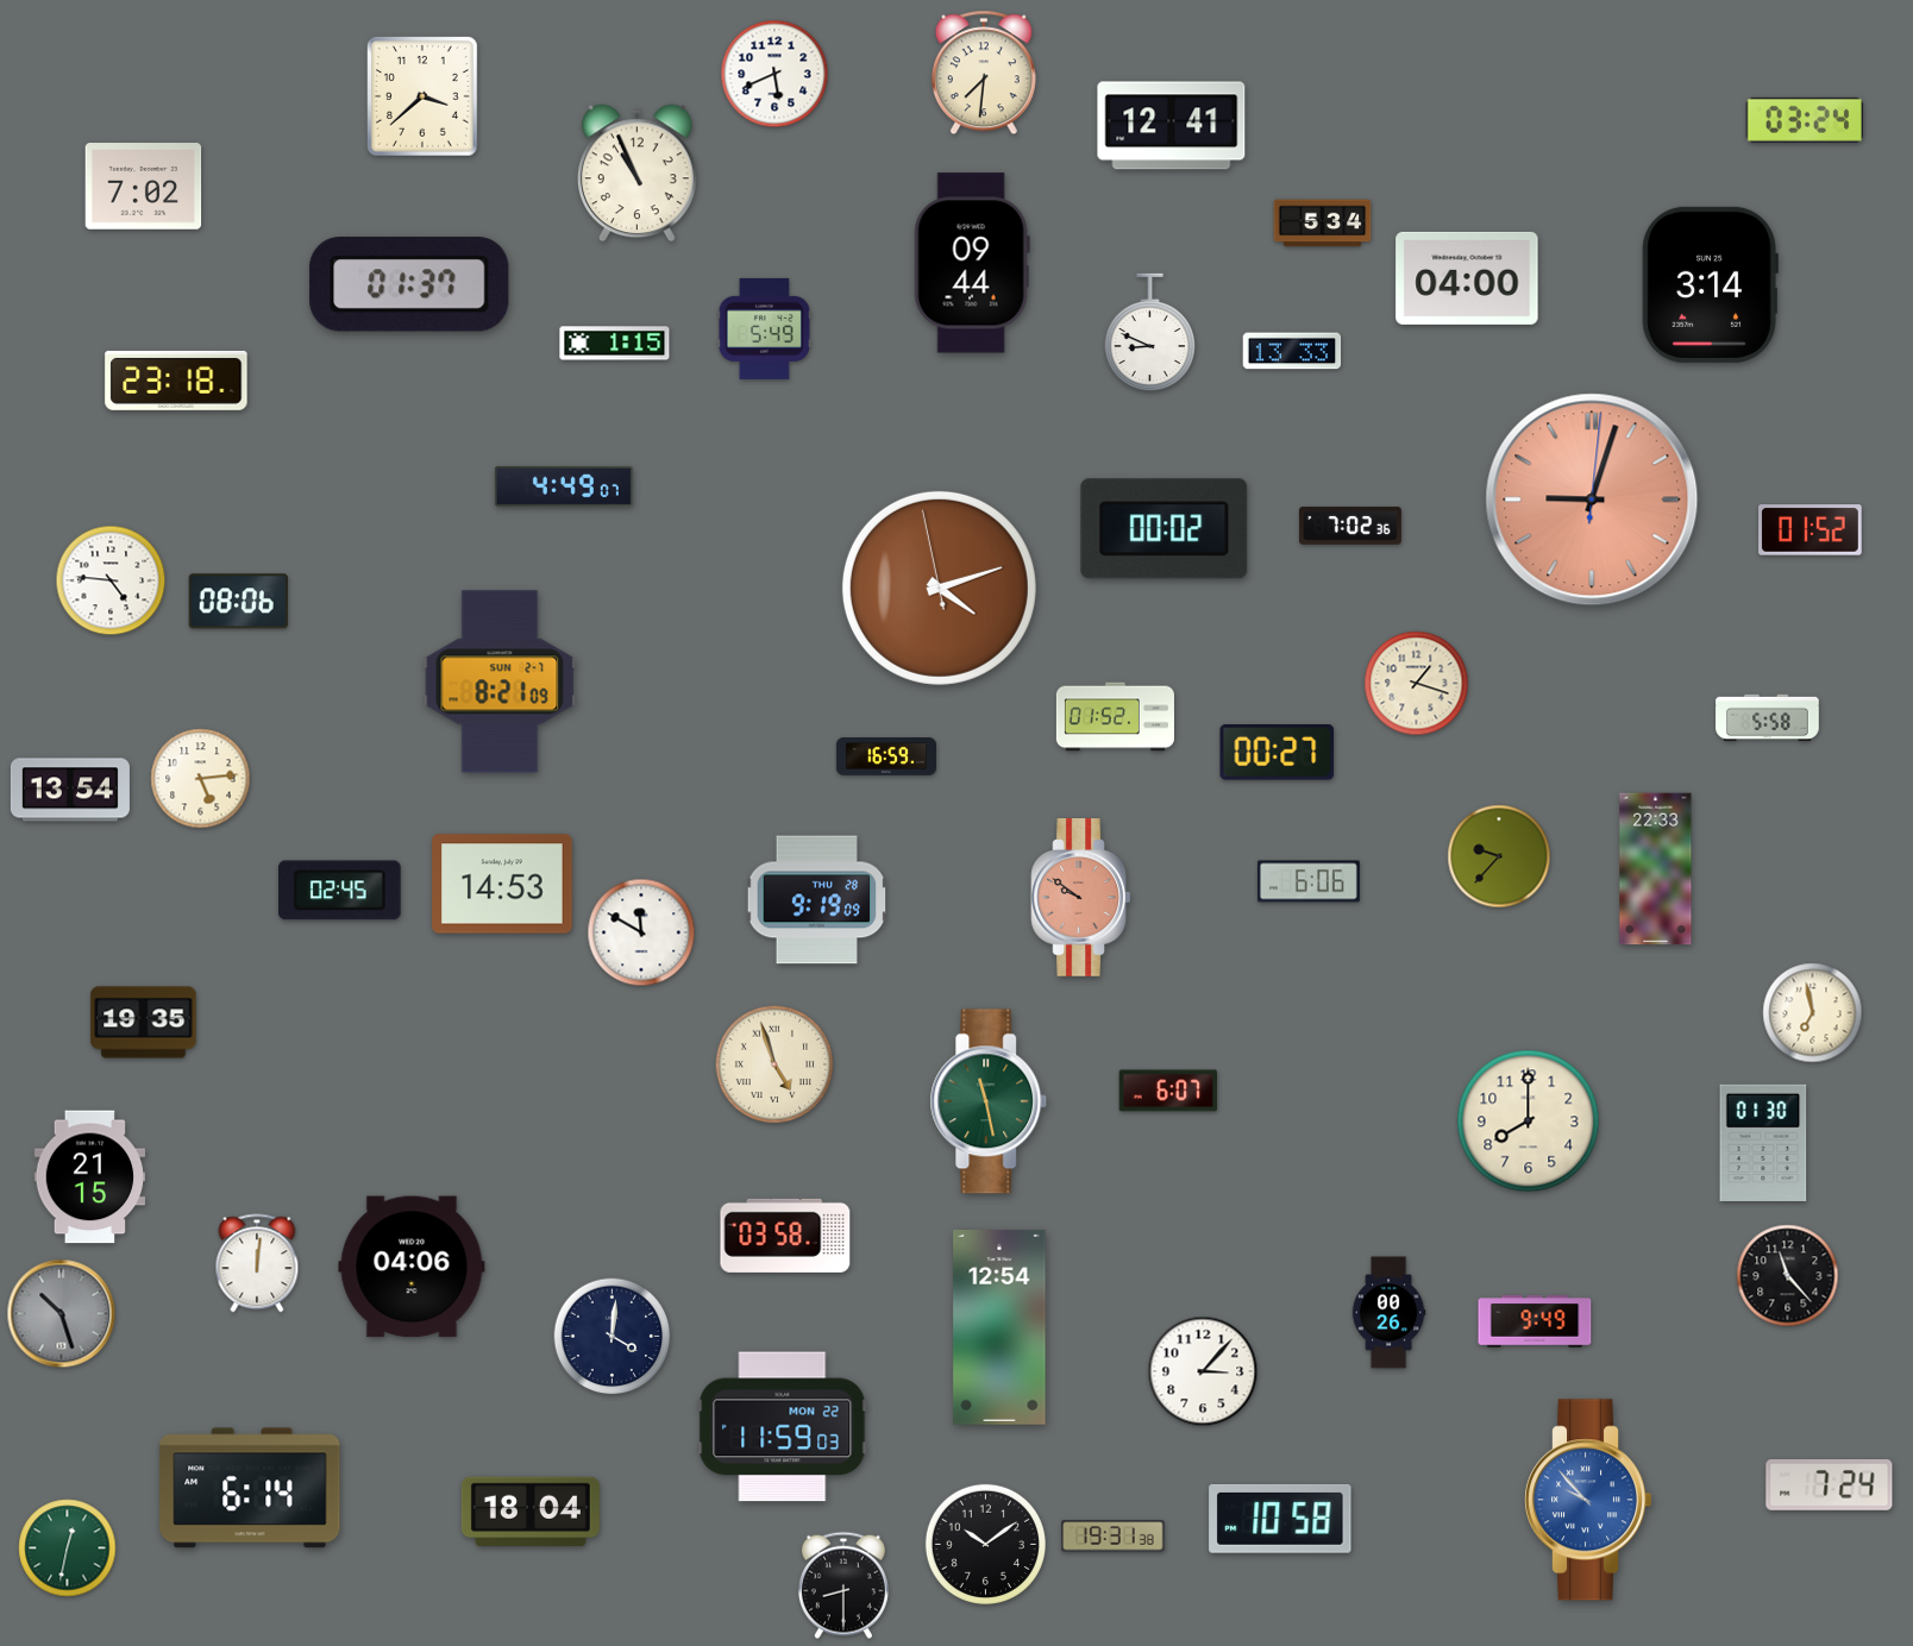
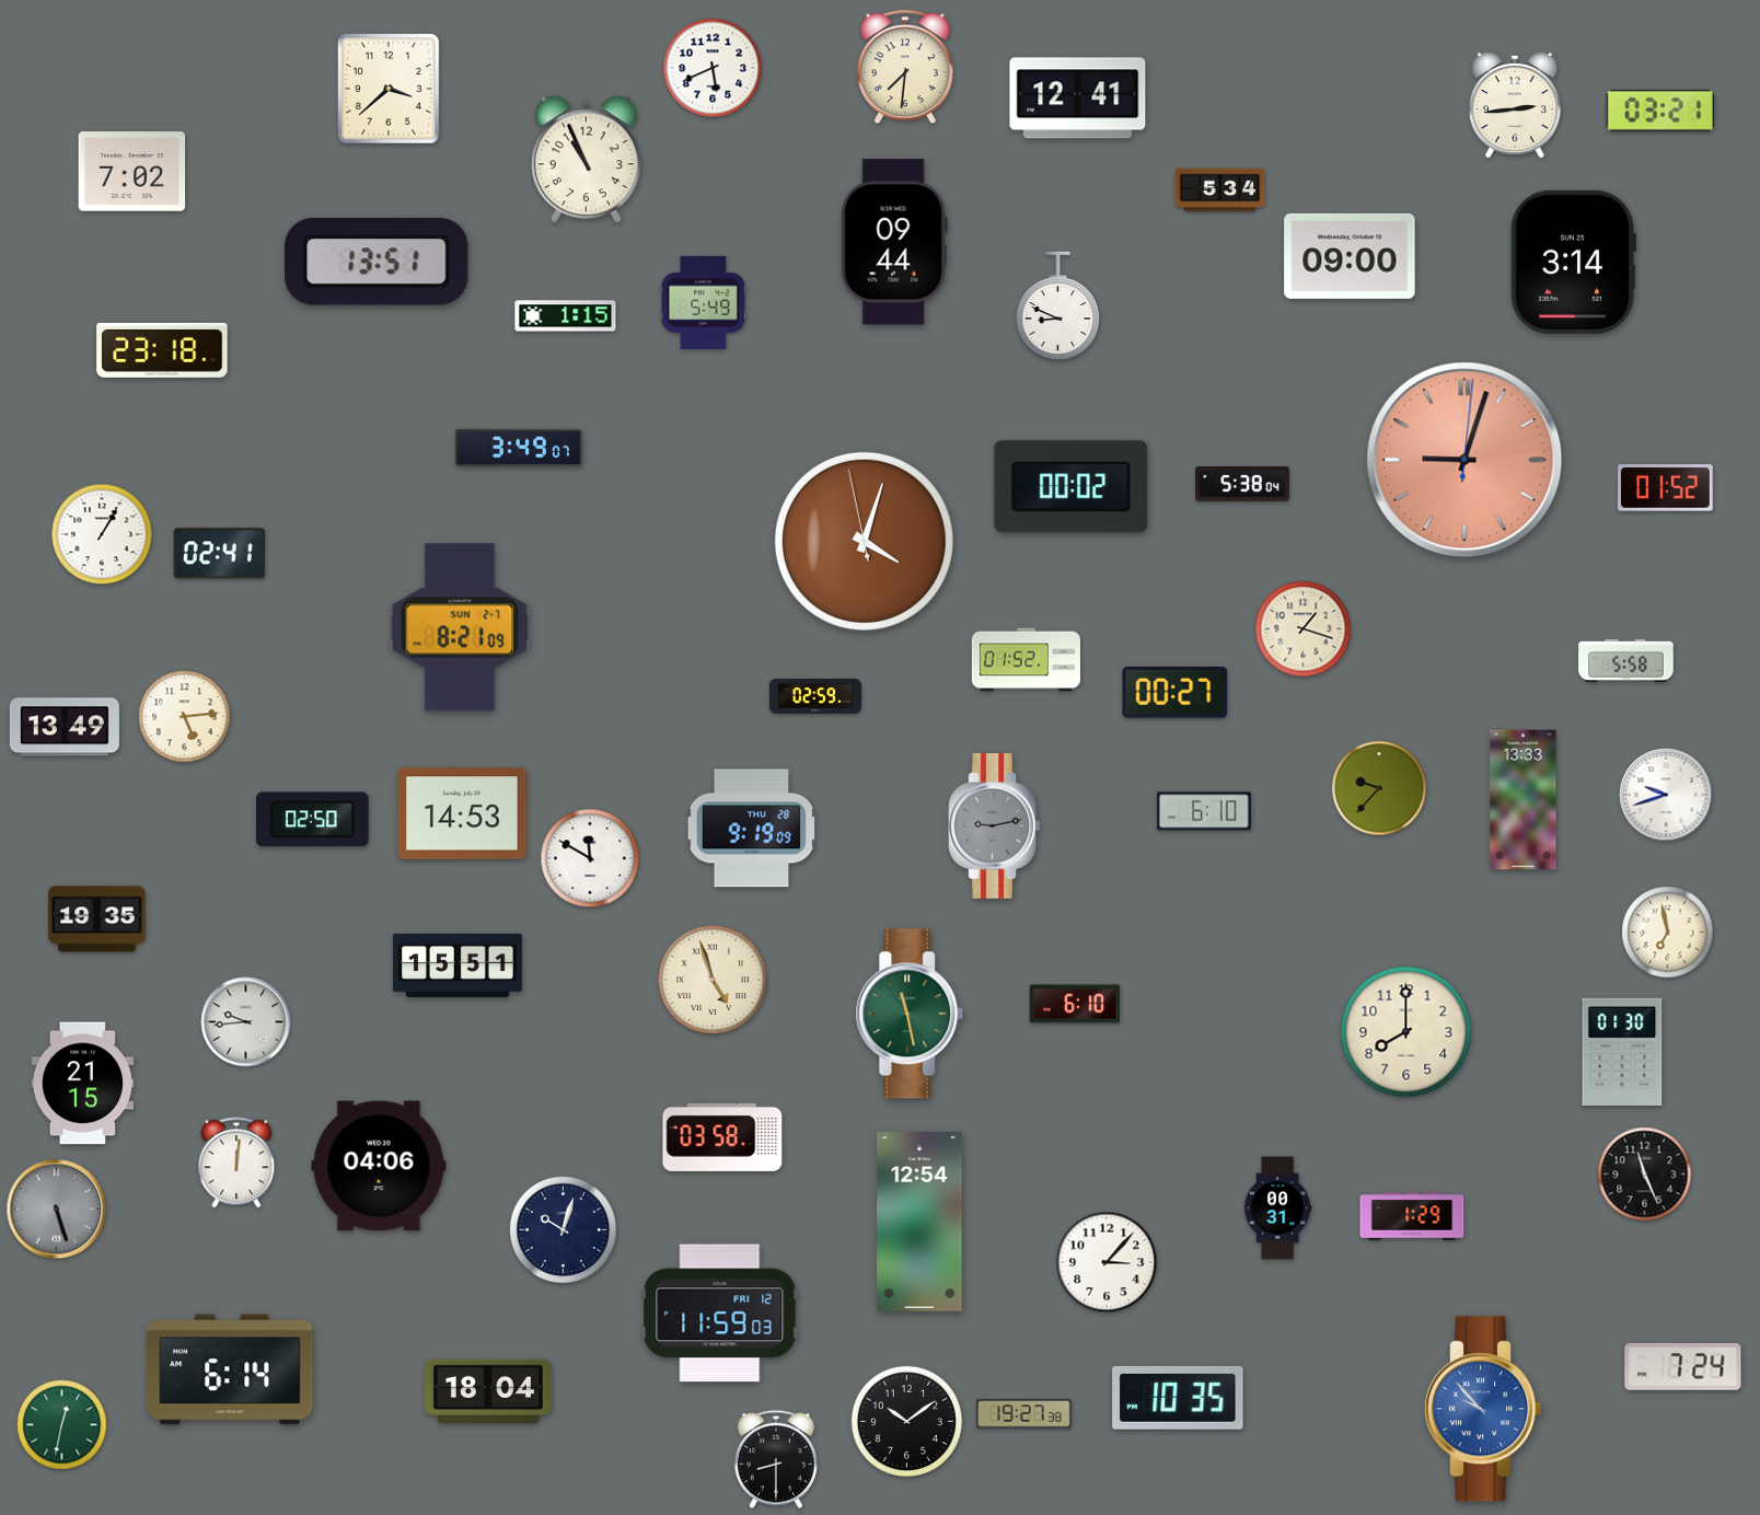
clock at (1515, 105): none -> 2:44
clock at (1805, 120): 03:24 -> 03:21
clock at (1172, 126) position: (1172, 126) -> (1078, 99)
clock at (1323, 224) position: (1323, 224) -> (1220, 190)
clock at (1467, 278): 04:00 -> 09:00
clock at (409, 285): 01:37 -> 13:51
clock at (1292, 351): 13:33 -> none
clock at (564, 486): 4:49 -> 3:49
clock at (1351, 526): 7:02 -> 5:38
clock at (111, 580): 4:46 -> 1:05
clock at (939, 588): 4:11 -> 4:02
clock at (238, 602): 08:06 -> 02:41
clock at (886, 756): 16:59 -> 02:59
clock at (70, 790): 13:54 -> 13:49
clock at (1666, 795): none -> 9:42
clock at (1656, 869): 22:33 -> 13:33
clock at (1309, 881): 6:06 -> 6:10
clock at (340, 891): 02:45 -> 02:50
clock at (1081, 898): 9:51 -> 9:13
clock at (1081, 898) dial: salmon -> grey
clock at (144, 1023) position: (144, 1023) -> (97, 920)
clock at (458, 965): none -> 15:51
clock at (1168, 1091): 6:07 -> 6:10
clock at (246, 1022): none -> 9:44
clock at (1788, 1276): 11:23 -> 11:26
clock at (1388, 1313): 00:26 -> 00:31
clock at (62, 1314): 10:27 -> 5:27
clock at (1535, 1321): 9:49 -> 1:29
clock at (613, 1337): 4:01 -> 10:03
clock at (783, 1427) date: MON 22 -> FRI 12
clock at (1589, 1500) position: (1589, 1500) -> (1484, 1409)
clock at (1280, 1519): 10:58 -> 10:35
clock at (1114, 1537): 19:31 -> 19:27
